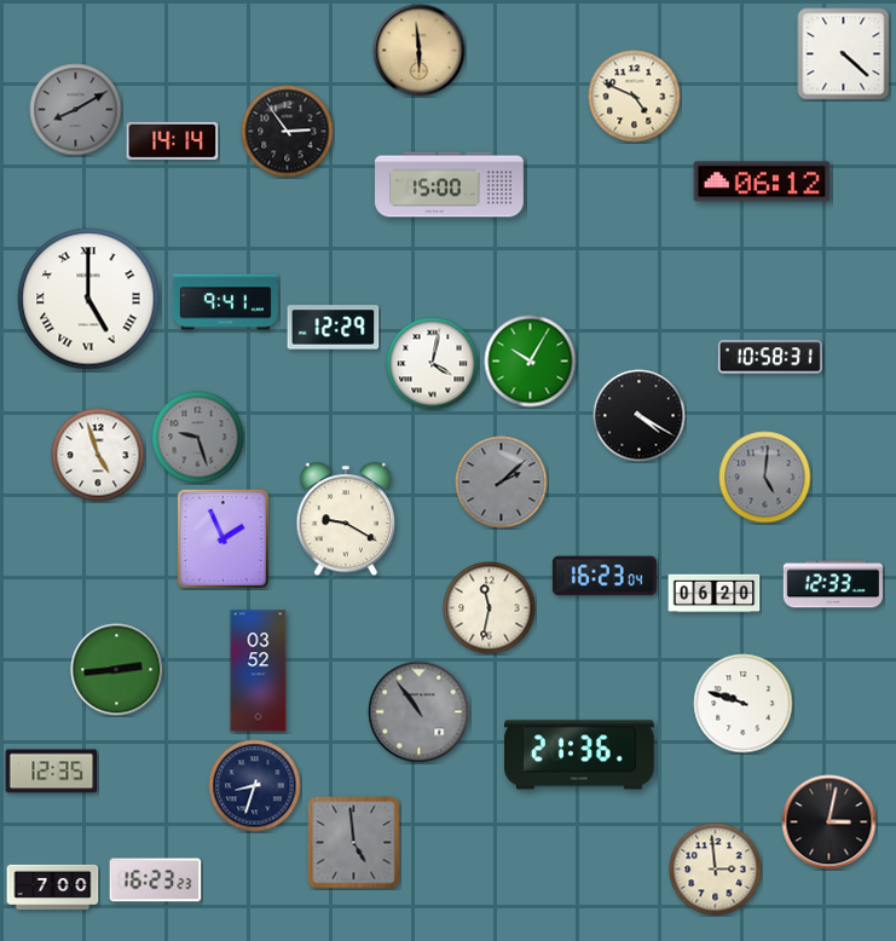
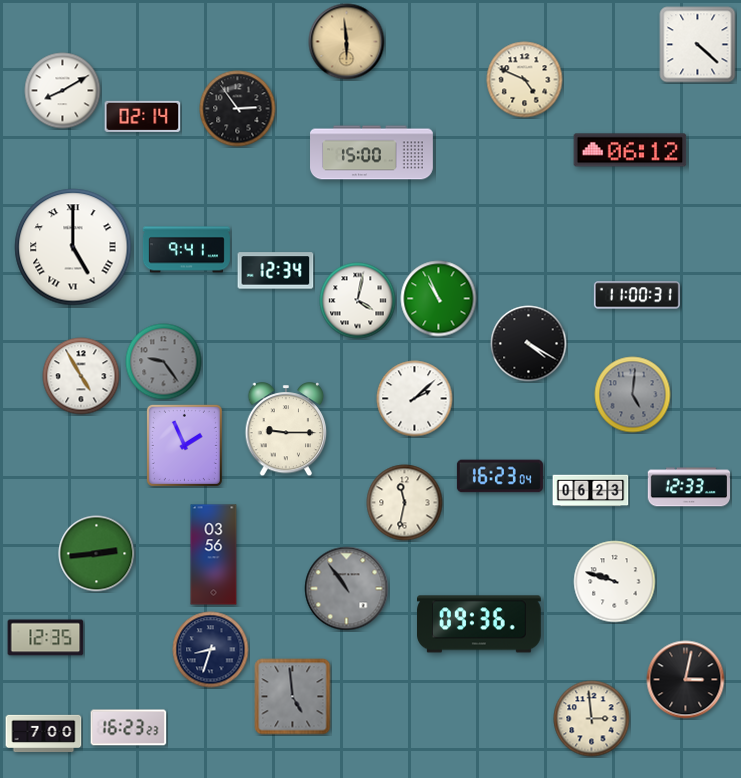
clock at (76, 110) dial: grey -> white
clock at (173, 140): 14:14 -> 02:14
clock at (334, 328): 12:29 -> 12:34
clock at (770, 357): 10:58 -> 11:00
clock at (531, 362): 10:05 -> 10:56
clock at (198, 438): 9:27 -> 9:24
clock at (98, 455): 4:57 -> 4:55
clock at (502, 483) dial: grey -> white
clock at (346, 520): 9:20 -> 9:15
clock at (832, 584) position: (832, 584) -> (688, 487)
clock at (715, 594): 06:20 -> 06:23
clock at (259, 671): 03:52 -> 03:56
clock at (580, 755): 21:36 -> 09:36
clock at (52, 772) position: (52, 772) -> (46, 638)
